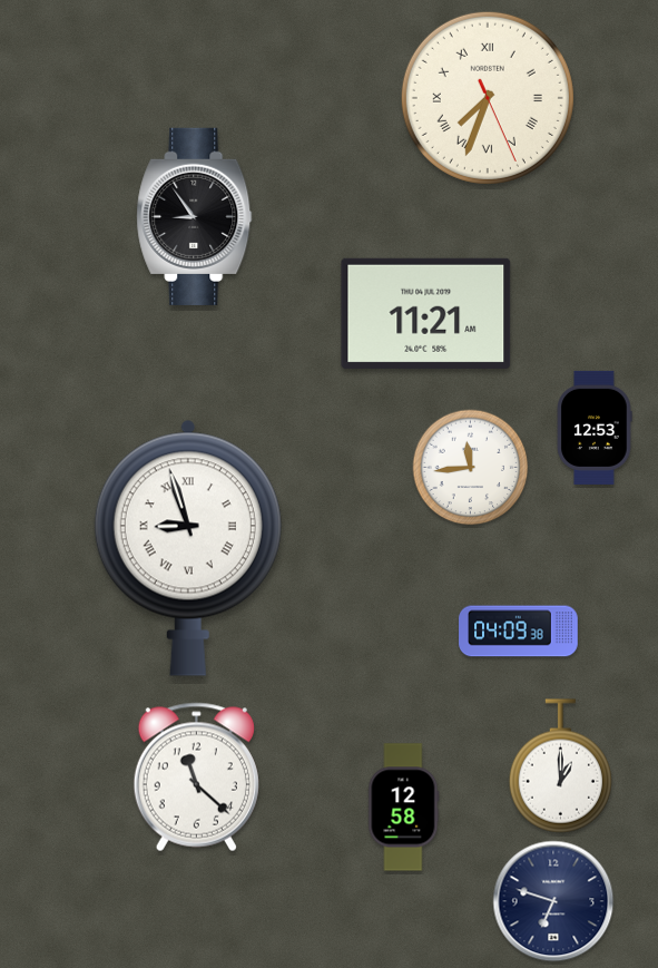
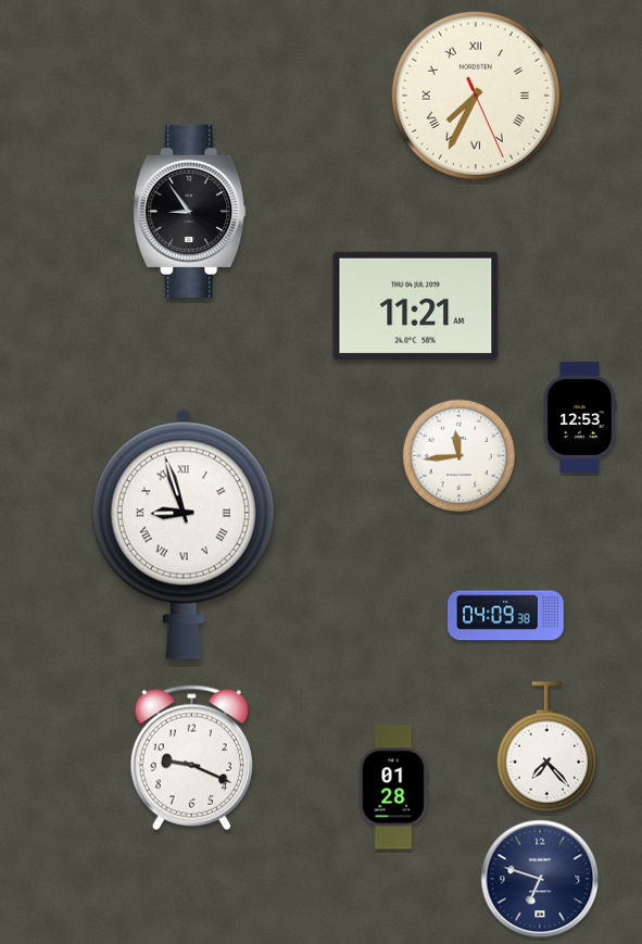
clock at (488, 98): 7:33 -> 7:34
clock at (560, 766): 1:00 -> 7:23
clock at (196, 778): 11:22 -> 9:19
clock at (404, 808): 12:58 -> 01:28
